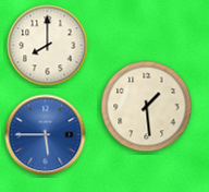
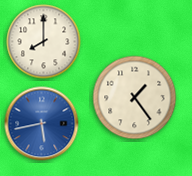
clock at (147, 107): 1:29 -> 1:24
clock at (46, 135): 5:45 -> 5:43
